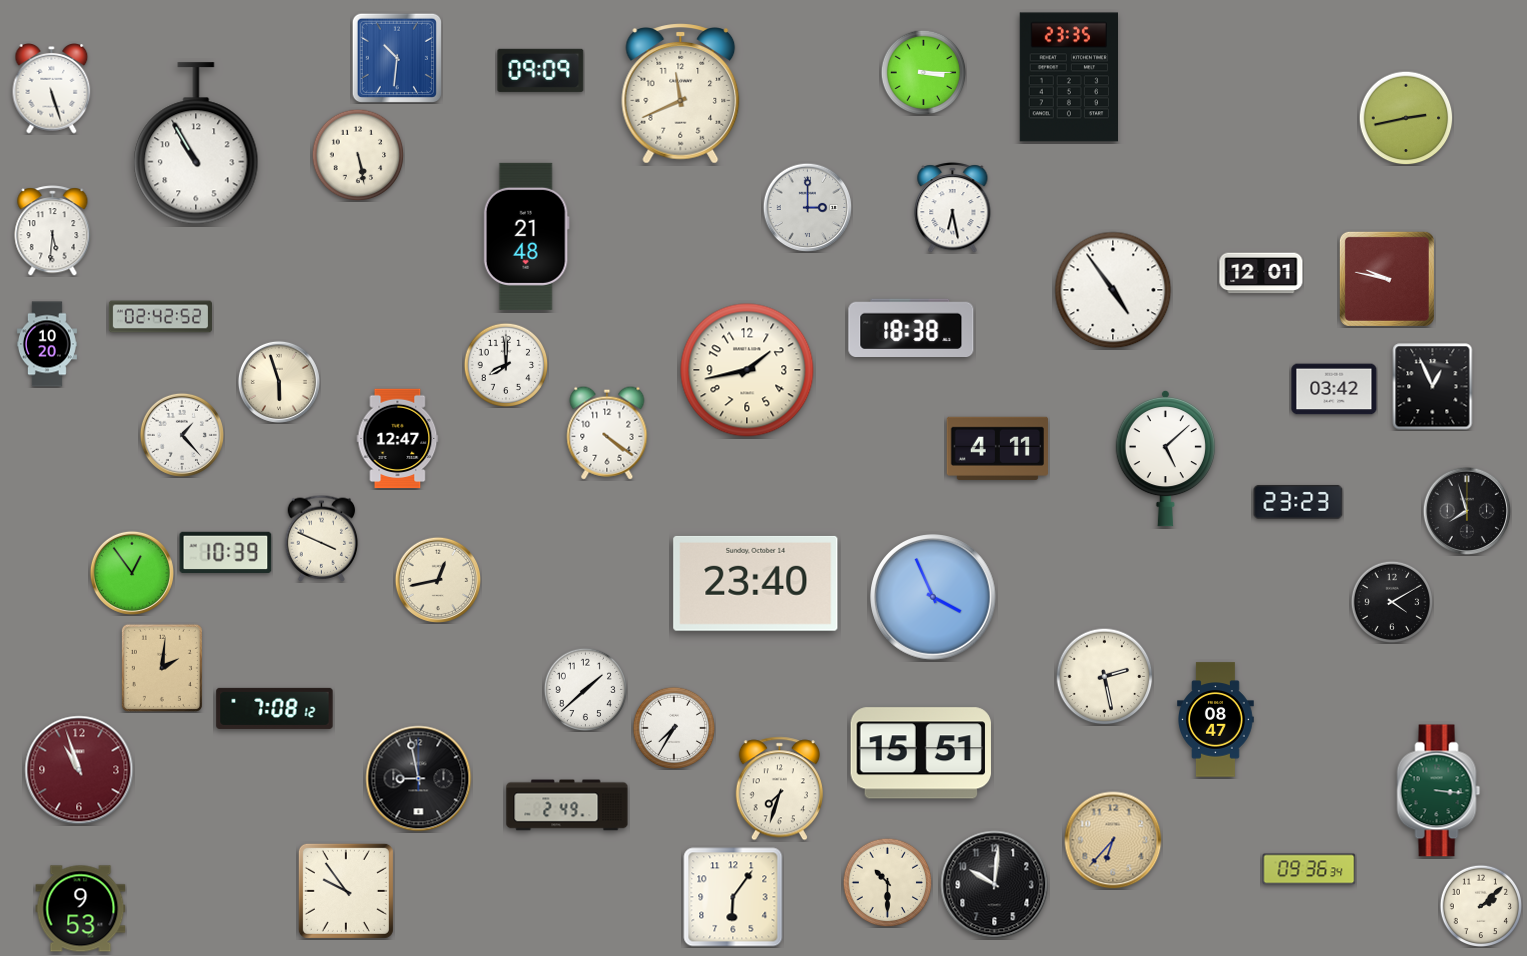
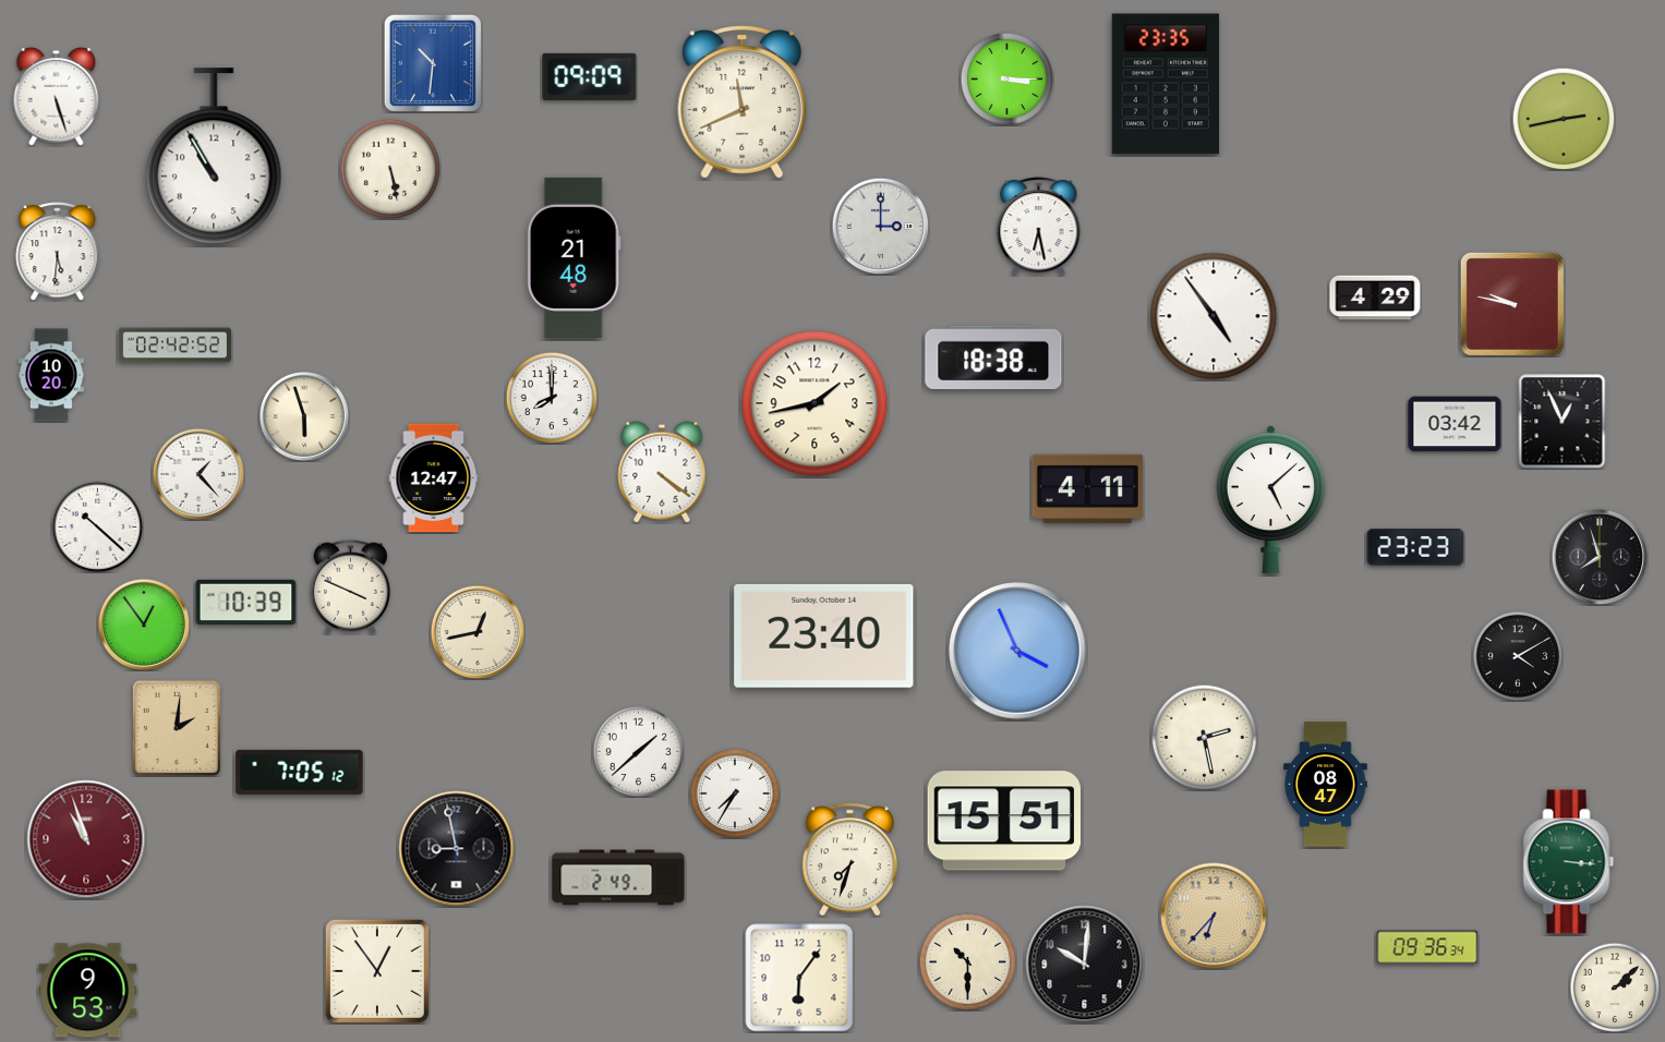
clock at (1406, 118) position: (1406, 118) -> (1564, 119)
clock at (1261, 273): 12:01 -> 4:29
clock at (97, 526): none -> 10:22
clock at (275, 708): 7:08 -> 7:05
clock at (346, 891): 9:54 -> 12:54
